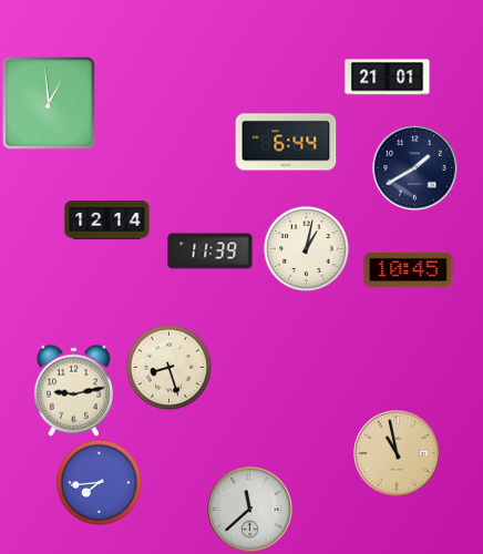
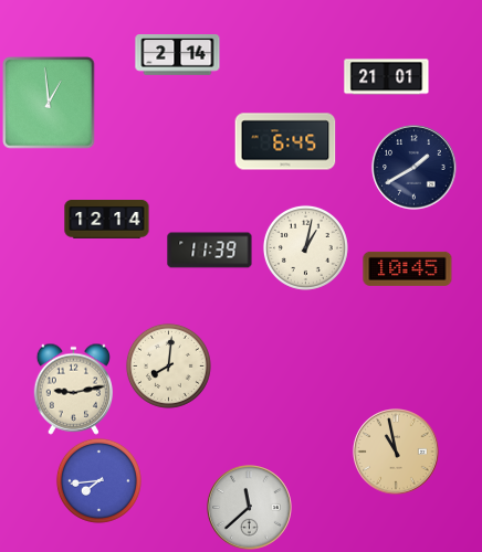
clock at (178, 55): none -> 2:14
clock at (286, 142): 6:44 -> 6:45
clock at (168, 367): 8:27 -> 8:01
